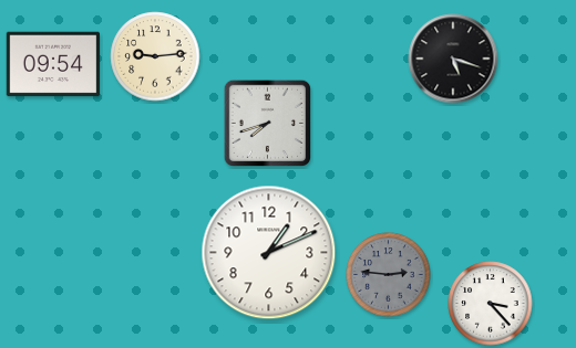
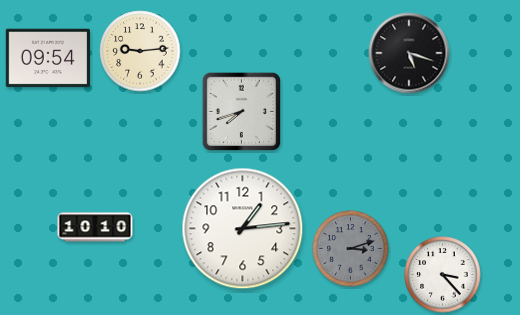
clock at (95, 227): none -> 10:10
clock at (269, 253): 1:11 -> 1:14
clock at (389, 275): 2:46 -> 3:12
